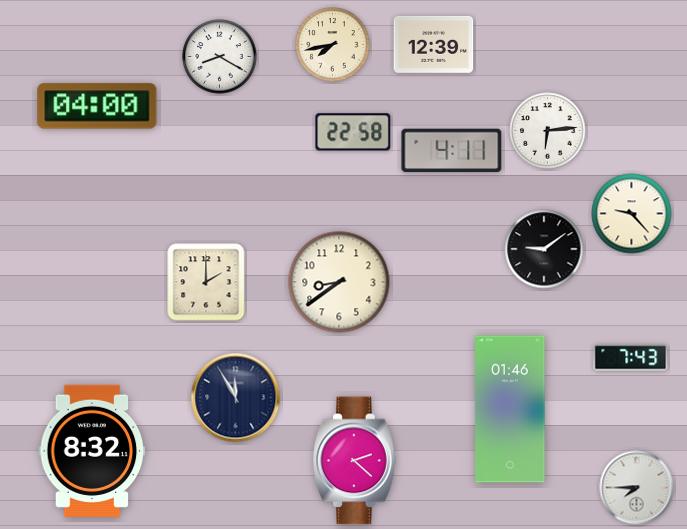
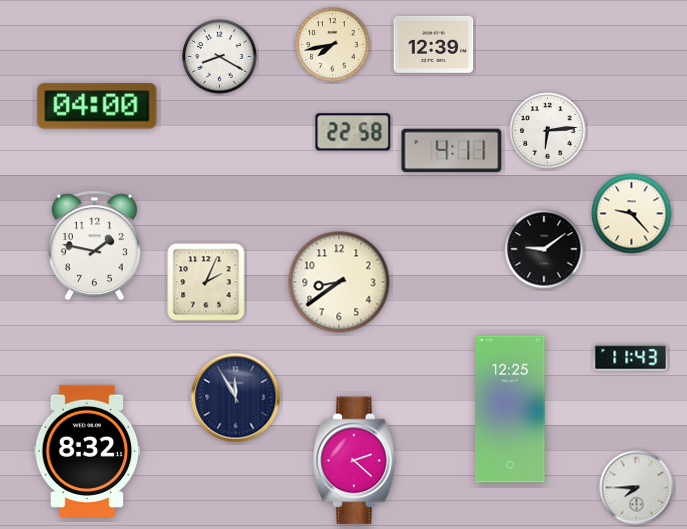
clock at (94, 246): none -> 1:47
clock at (206, 282): 2:00 -> 2:04
clock at (631, 358): 7:43 -> 11:43
clock at (510, 409): 01:46 -> 12:25
clock at (92, 451) position: (92, 451) -> (87, 451)
